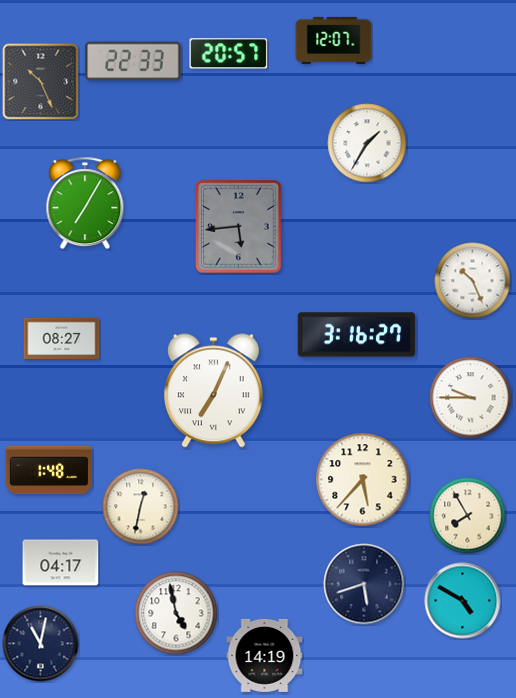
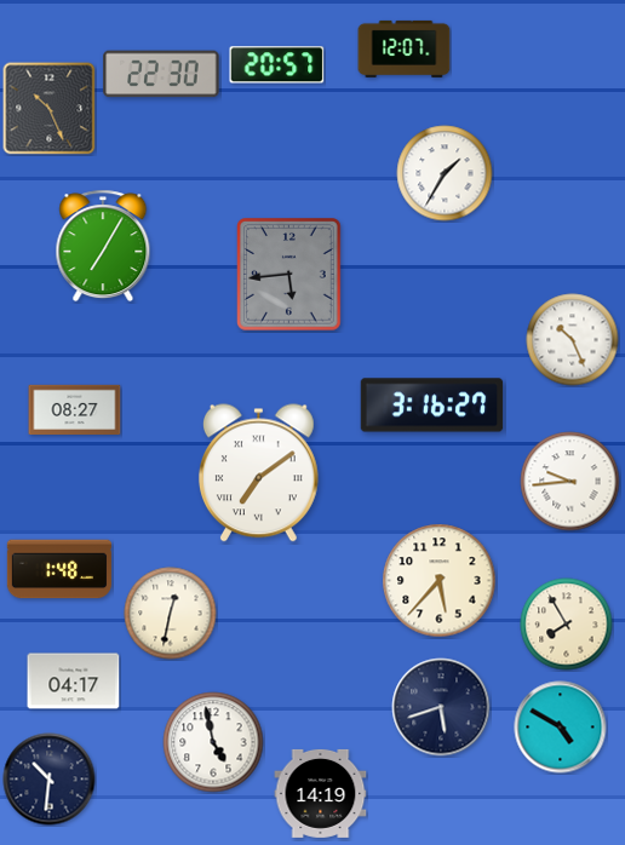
clock at (133, 61): 22:33 -> 22:30
clock at (41, 82) position: (41, 82) -> (50, 109)
clock at (213, 391): 7:04 -> 7:09
clock at (471, 398): 9:45 -> 9:44
clock at (41, 644): 11:02 -> 10:31
